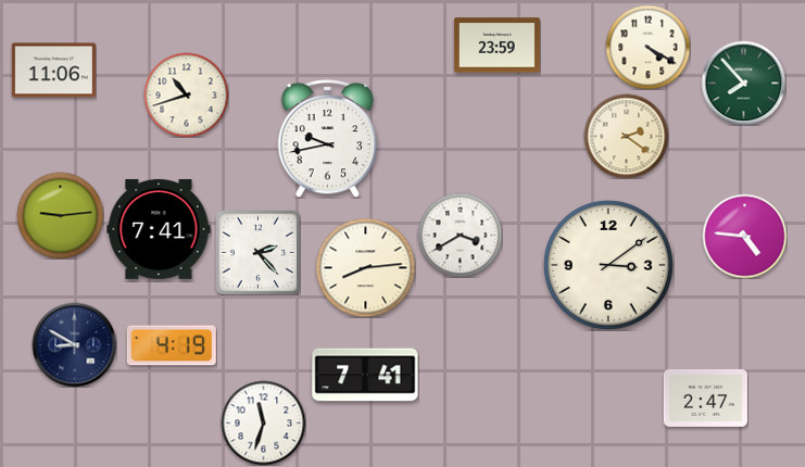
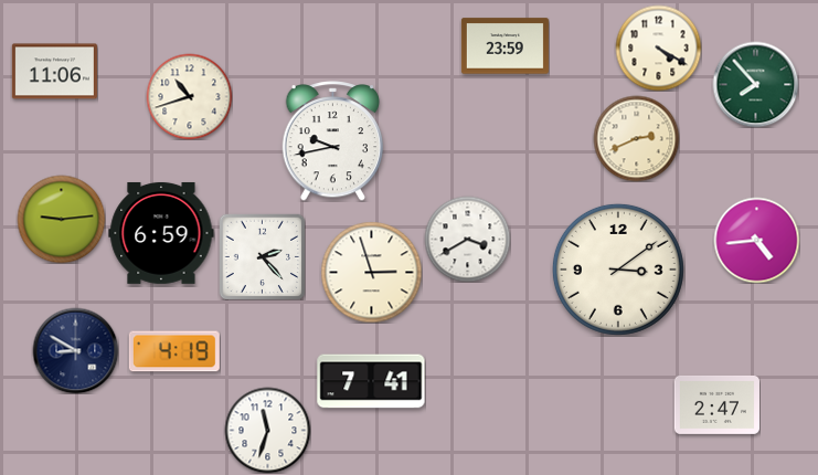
clock at (626, 136): 2:21 -> 2:41
clock at (159, 229): 7:41 -> 6:59
clock at (744, 236): 4:46 -> 4:44
clock at (365, 267): 8:14 -> 2:57
